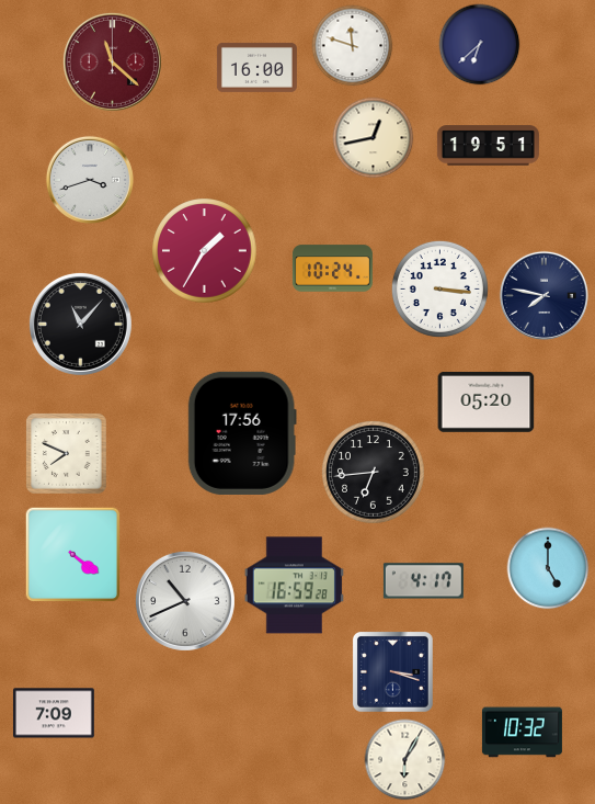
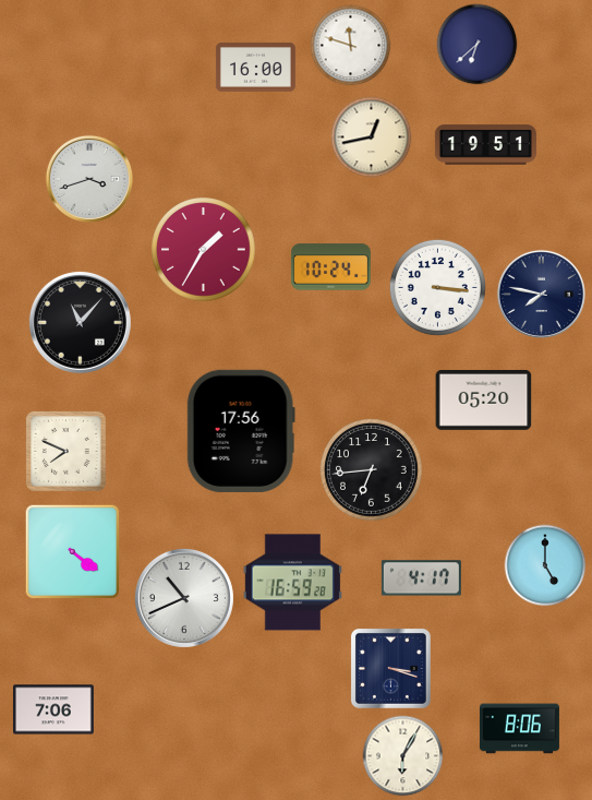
clock at (112, 61): 11:22 -> none
clock at (54, 713): 7:09 -> 7:06
clock at (522, 733): 10:32 -> 8:06
